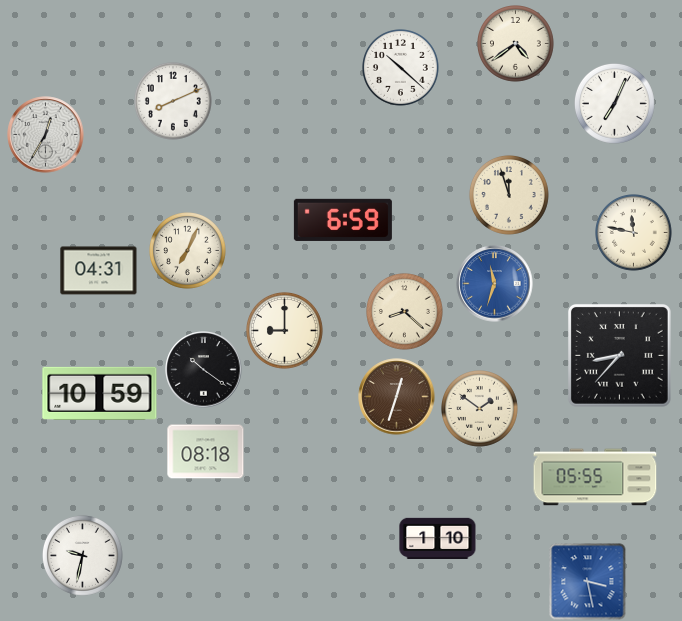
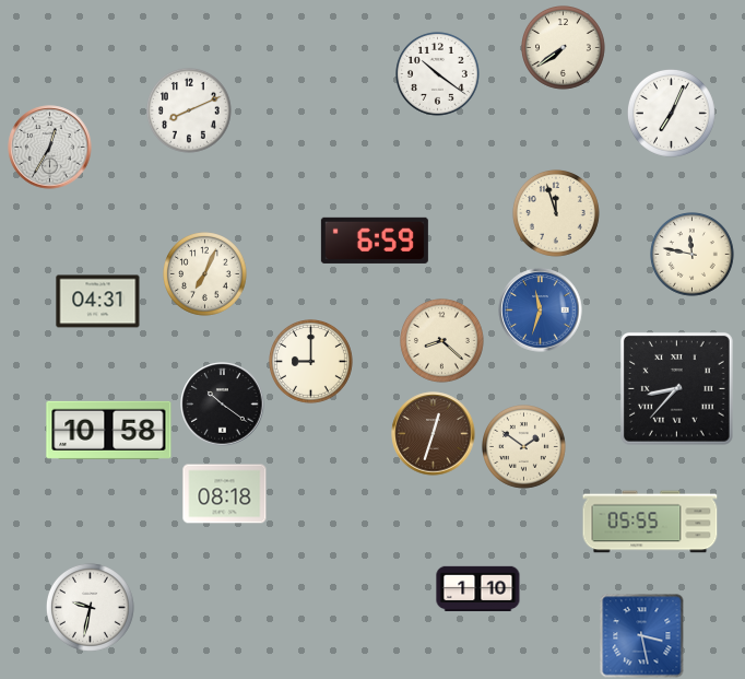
clock at (516, 44): 4:39 -> 7:39
clock at (401, 68): 10:22 -> 10:21
clock at (99, 271) position: (99, 271) -> (98, 302)
clock at (100, 393): 10:59 -> 10:58
